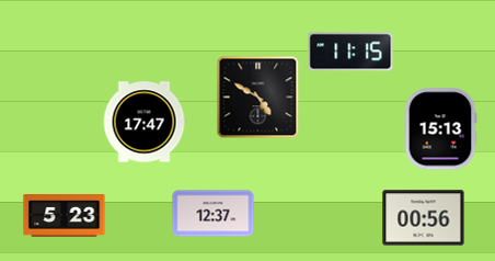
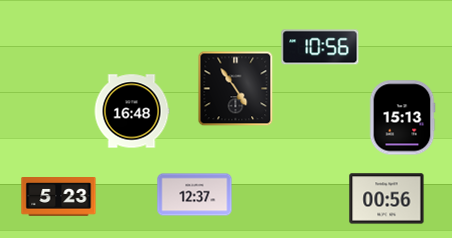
clock at (350, 52): 11:15 -> 10:56
clock at (258, 98): 4:50 -> 4:54
clock at (145, 122): 17:47 -> 16:48
